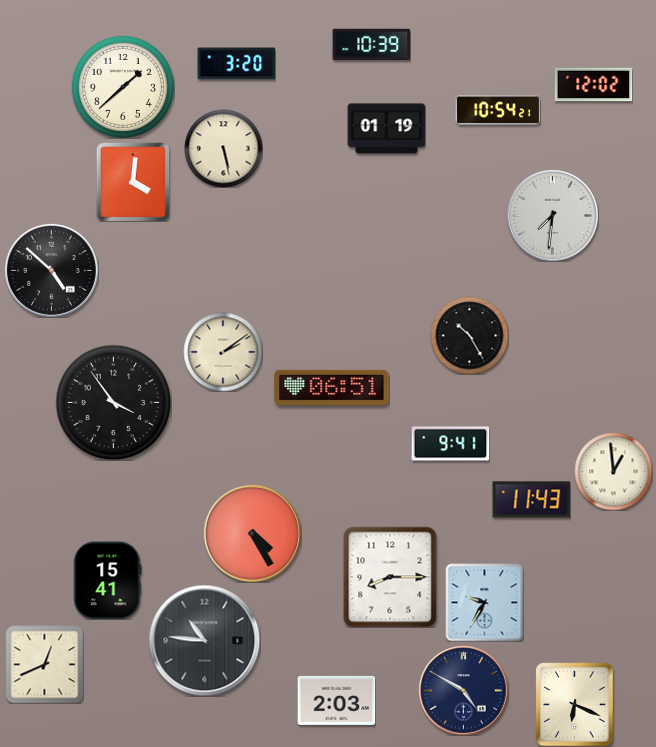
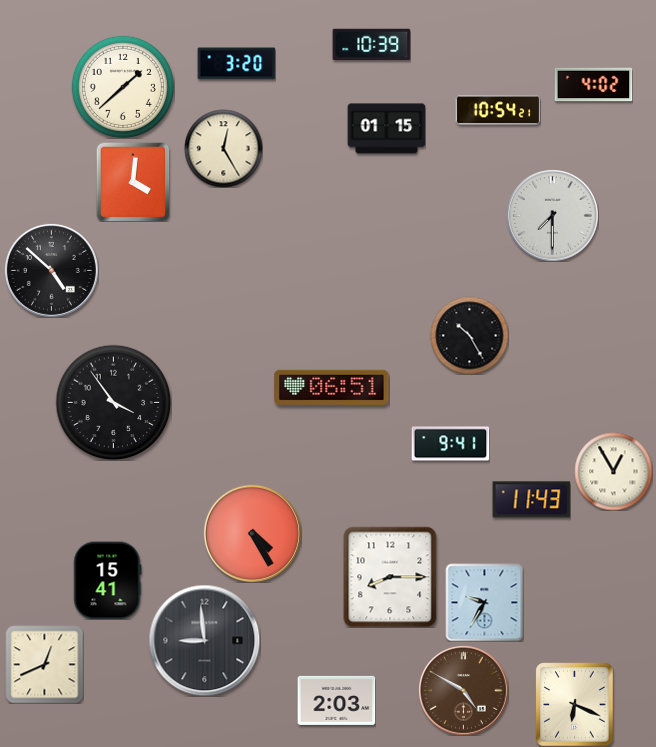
clock at (593, 85): 12:02 -> 4:02
clock at (386, 129): 01:19 -> 01:15
clock at (223, 148): 5:28 -> 12:25
clock at (553, 216): 7:31 -> 7:30
clock at (223, 352): 2:09 -> none
clock at (613, 471): 12:59 -> 12:55
clock at (204, 640): 10:46 -> 8:59
clock at (463, 690) dial: navy -> brown
